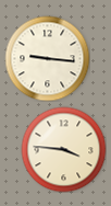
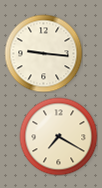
clock at (63, 149): 3:46 -> 7:20
